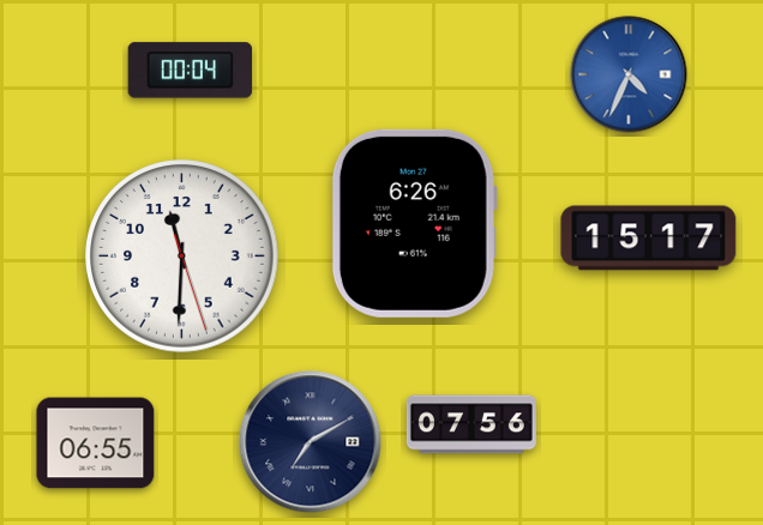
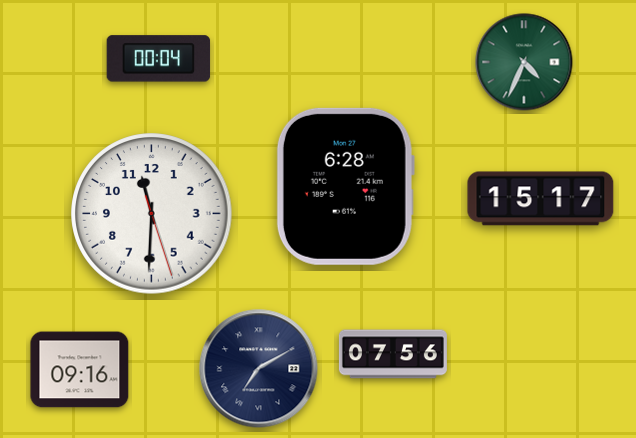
clock at (629, 74) dial: blue -> green
clock at (414, 223): 6:26 -> 6:28
clock at (96, 443): 06:55 -> 09:16
